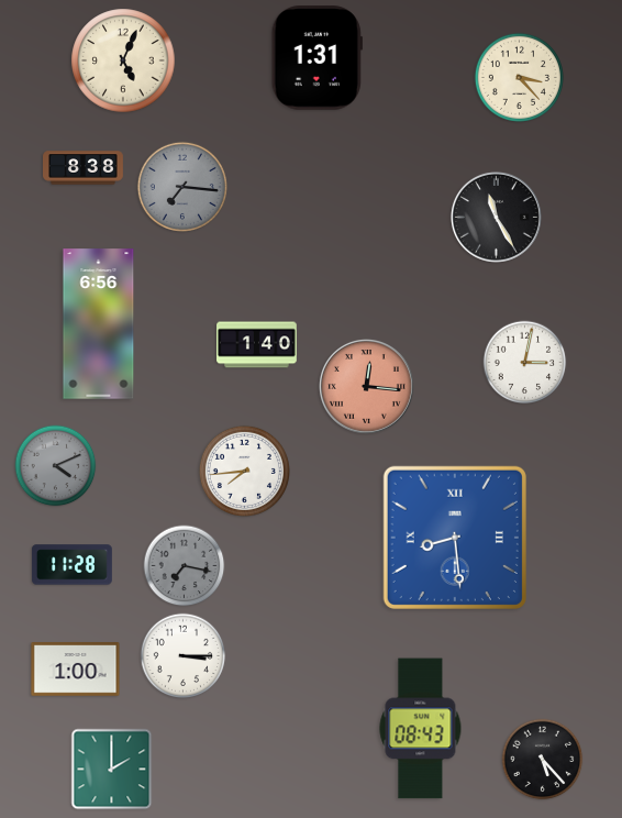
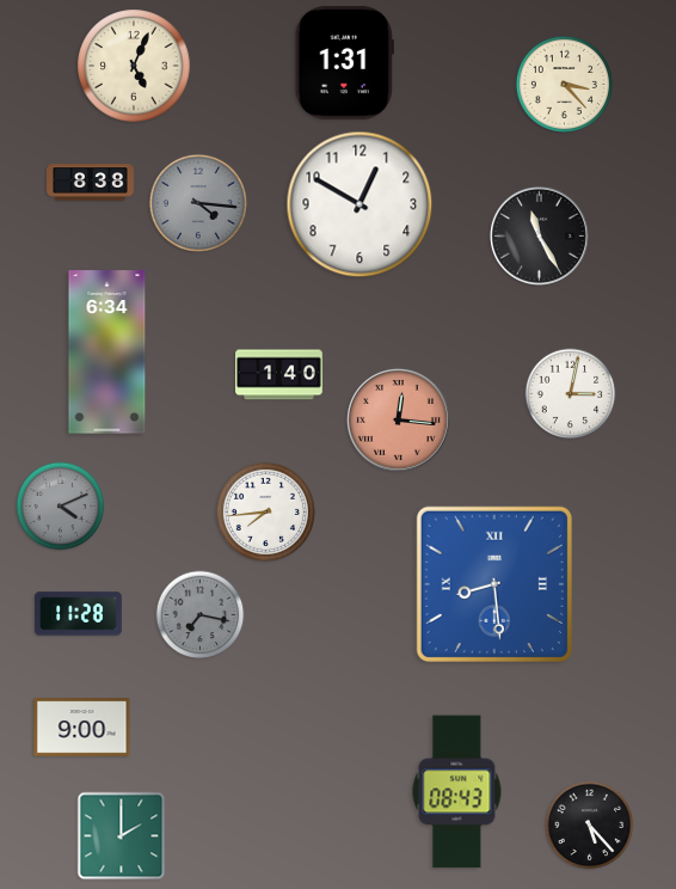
clock at (182, 187): 7:16 -> 4:16
clock at (359, 204): none -> 12:50
clock at (99, 324): 6:56 -> 6:34
clock at (184, 656): 3:15 -> none
clock at (76, 670): 1:00 -> 9:00
